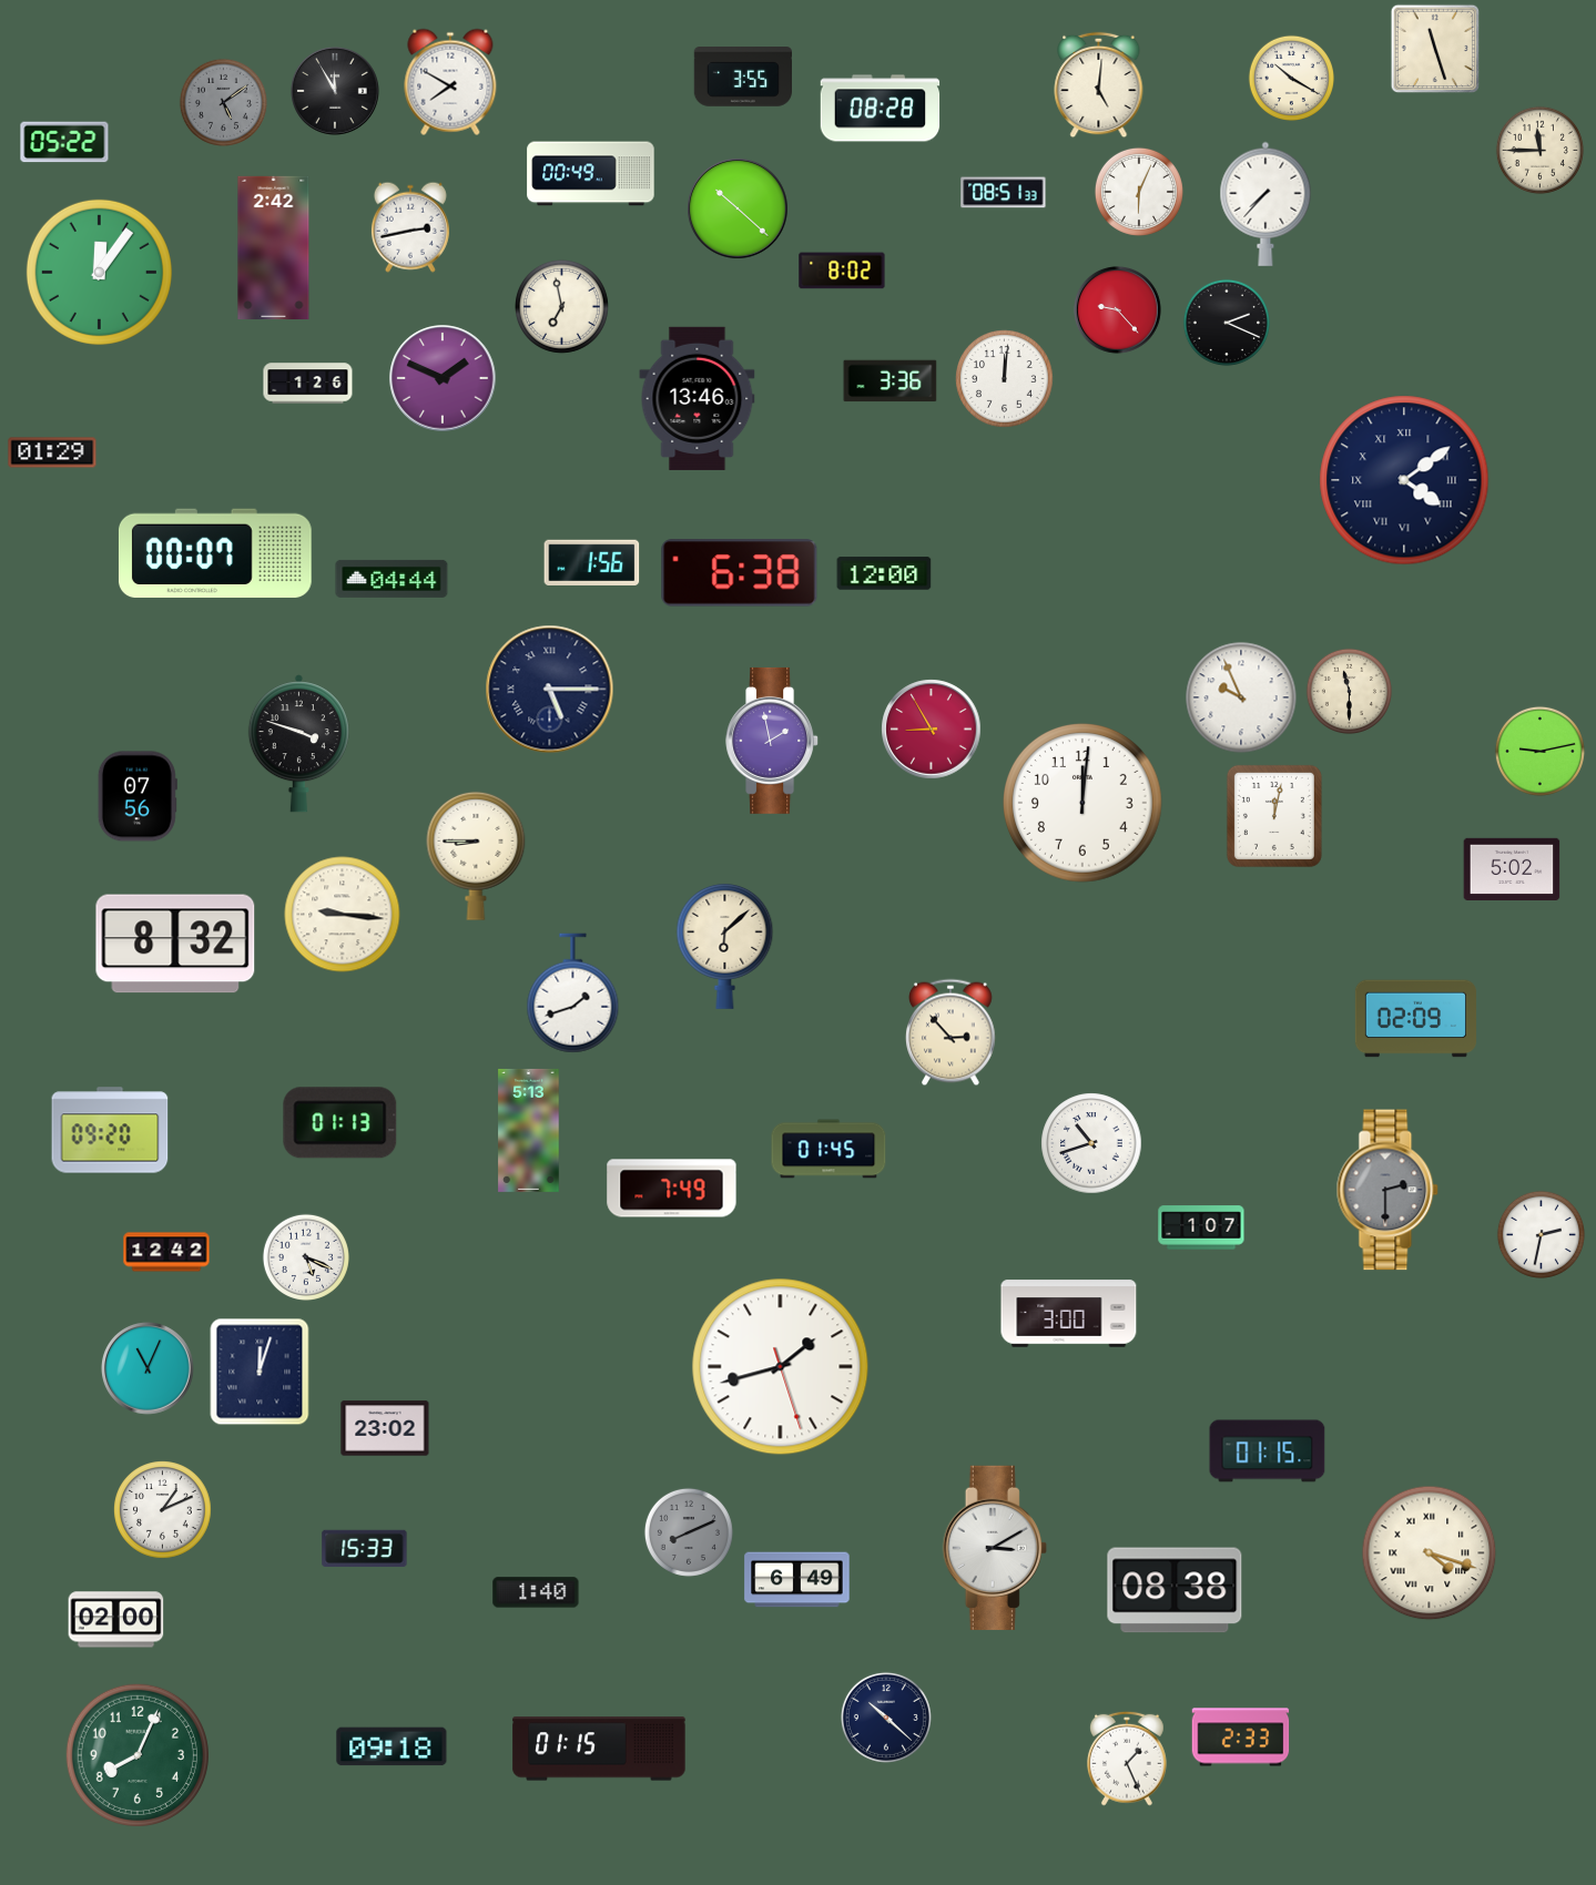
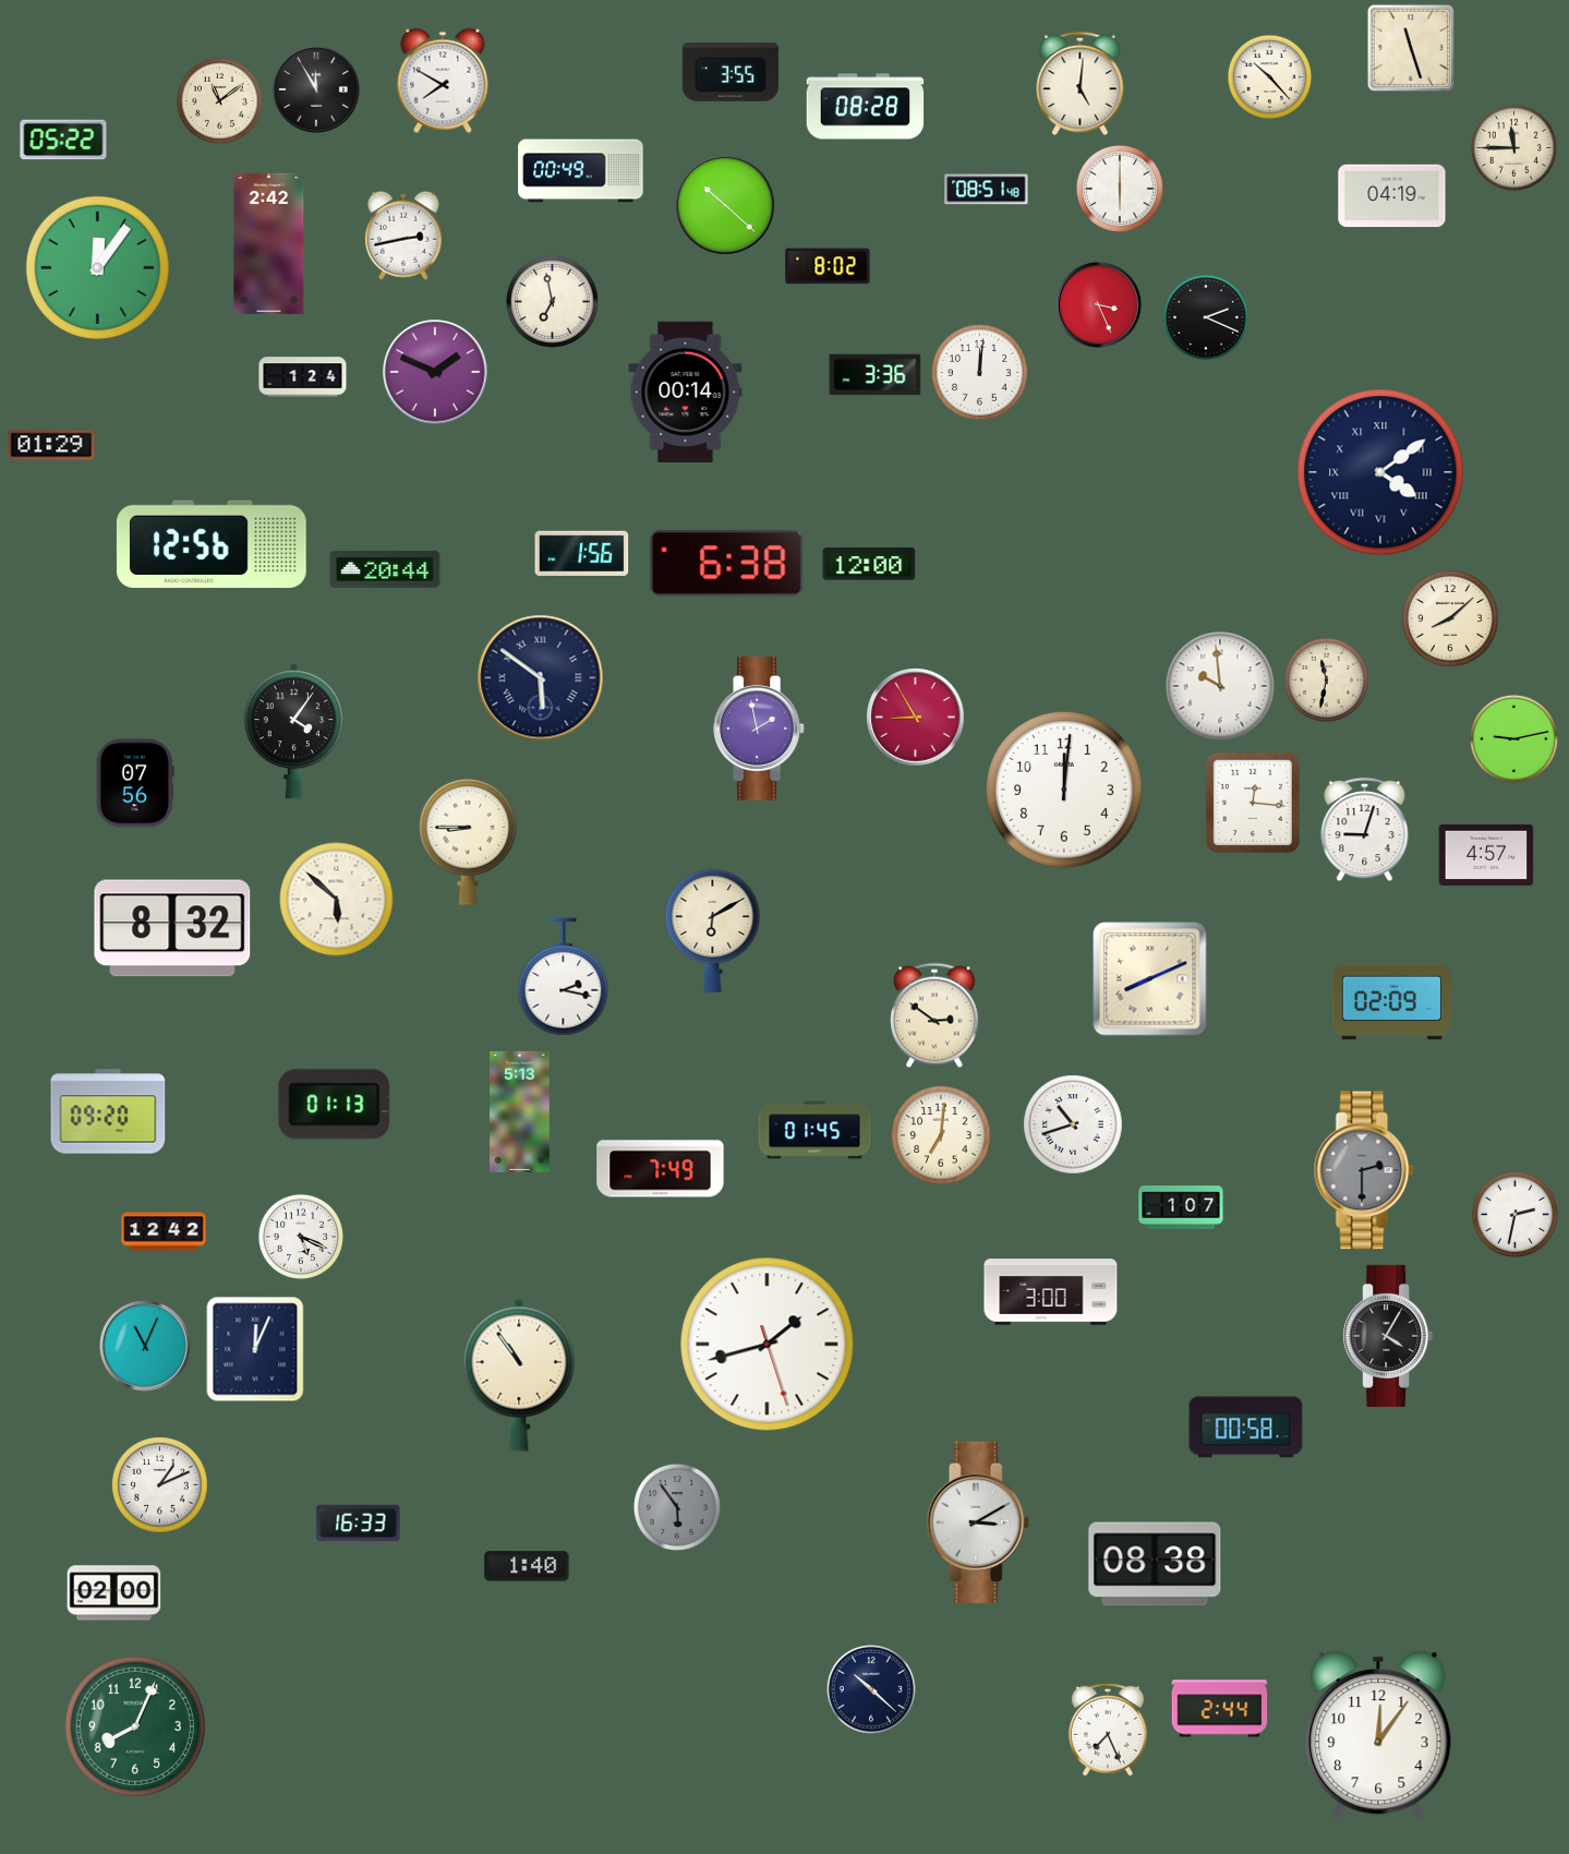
clock at (743, 77) position: (743, 77) -> (731, 72)
clock at (1291, 78): 10:20 -> 10:23
clock at (336, 92) position: (336, 92) -> (317, 91)
clock at (223, 102): 5:09 -> 11:09
clock at (223, 102) dial: grey -> cream
clock at (1139, 192): 6:04 -> 6:00
clock at (1004, 193): 08:51:33 -> 08:51:48
clock at (1392, 196): none -> 04:19
clock at (1265, 204): 7:37 -> none
clock at (410, 227) position: (410, 227) -> (403, 236)
clock at (1118, 310): 9:23 -> 3:26
clock at (1005, 379) position: (1005, 379) -> (980, 373)
clock at (308, 384): 1:26 -> 1:24
clock at (698, 398): 13:46 -> 00:14
clock at (215, 553): 00:07 -> 12:56
clock at (392, 579): 04:44 -> 20:44
clock at (1450, 618): none -> 8:08
clock at (550, 690): 5:15 -> 5:51
clock at (1349, 691): 11:30 -> 11:32
clock at (1241, 697): 9:56 -> 9:59
clock at (298, 744): 3:48 -> 4:06
clock at (1274, 816): 12:02 -> 12:16
clock at (1365, 830): none -> 9:03
clock at (1512, 868): 5:02 -> 4:57
clock at (343, 915): 9:16 -> 5:52
clock at (725, 946): 6:08 -> 6:10
clock at (573, 994): 1:42 -> 2:17
clock at (1150, 979): none -> 8:11
clock at (952, 1032): 2:53 -> 2:51
clock at (941, 1135): none -> 7:01
clock at (1388, 1336): none -> 4:05
clock at (260, 1372): 12:03 -> 12:04
clock at (519, 1375): none -> 10:54
clock at (385, 1428): 23:02 -> none
clock at (1268, 1451): 01:15 -> 00:58
clock at (689, 1532): 8:11 -> 5:54
clock at (365, 1548): 15:33 -> 16:33
clock at (1430, 1553): 4:18 -> none
clock at (797, 1580): 6:49 -> none
clock at (1241, 1738): 2:33 -> 2:44
clock at (392, 1746): 09:18 -> none
clock at (599, 1749): 01:15 -> none
clock at (1128, 1759): 1:26 -> 7:26
clock at (1378, 1735): none -> 12:06
